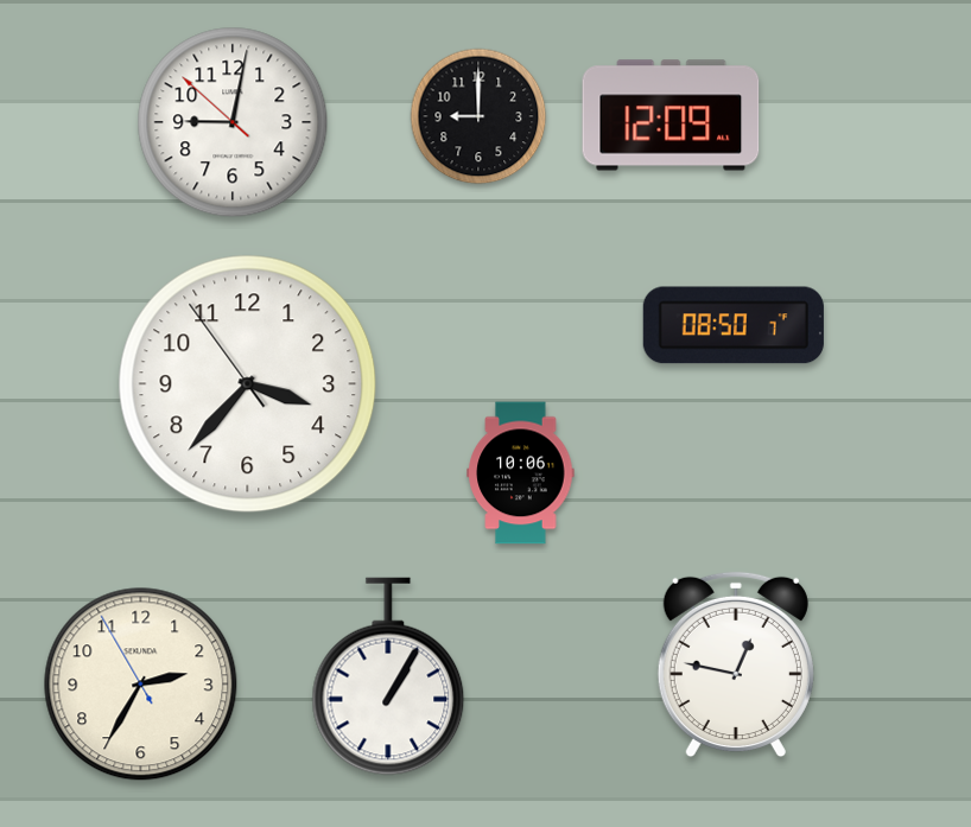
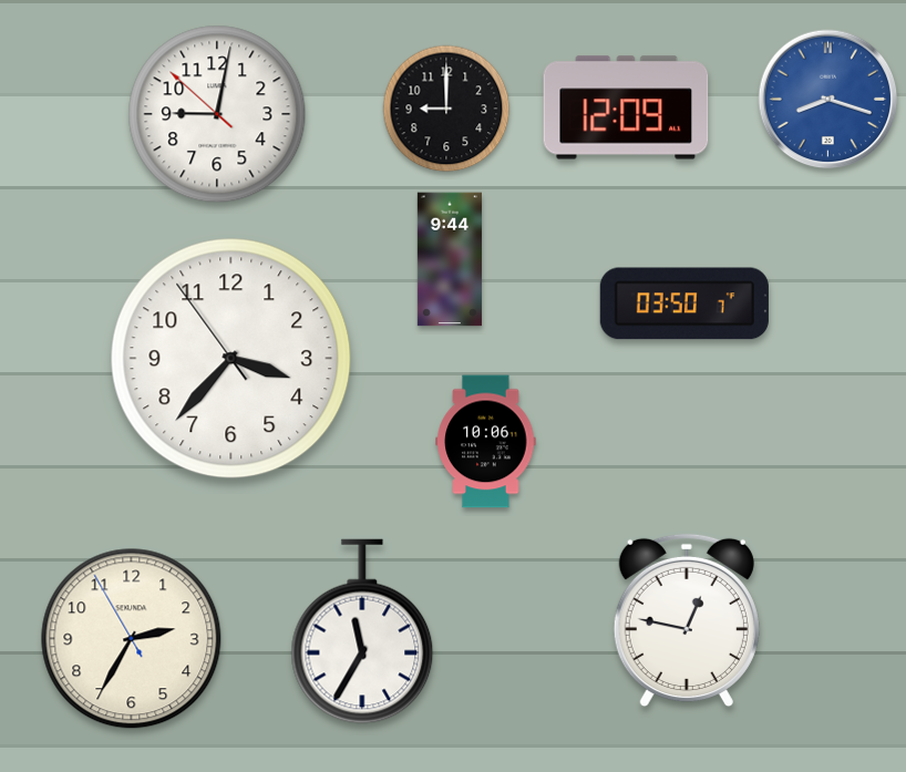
clock at (828, 100): none -> 8:18
clock at (450, 259): none -> 9:44
clock at (734, 325): 08:50 -> 03:50
clock at (388, 676): 1:05 -> 11:35
